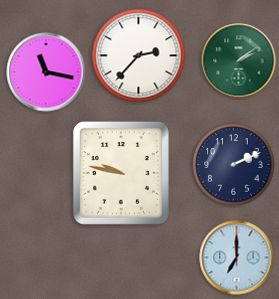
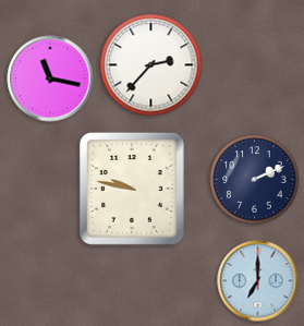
clock at (139, 56) position: (139, 56) -> (151, 65)
clock at (239, 61): 2:09 -> none
